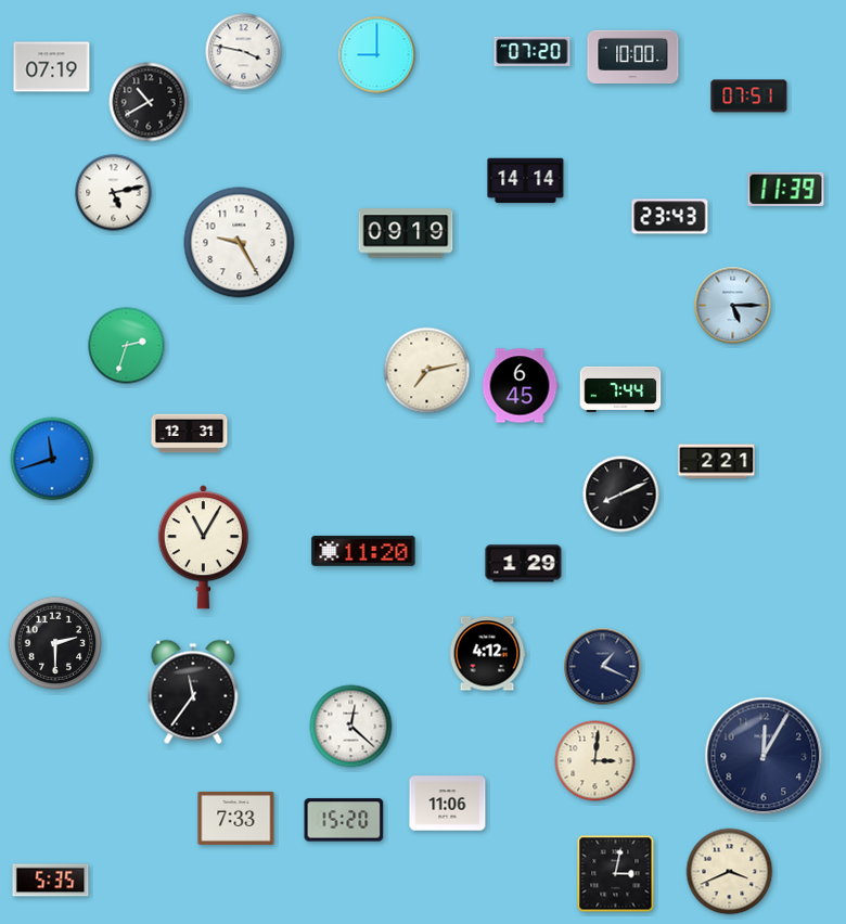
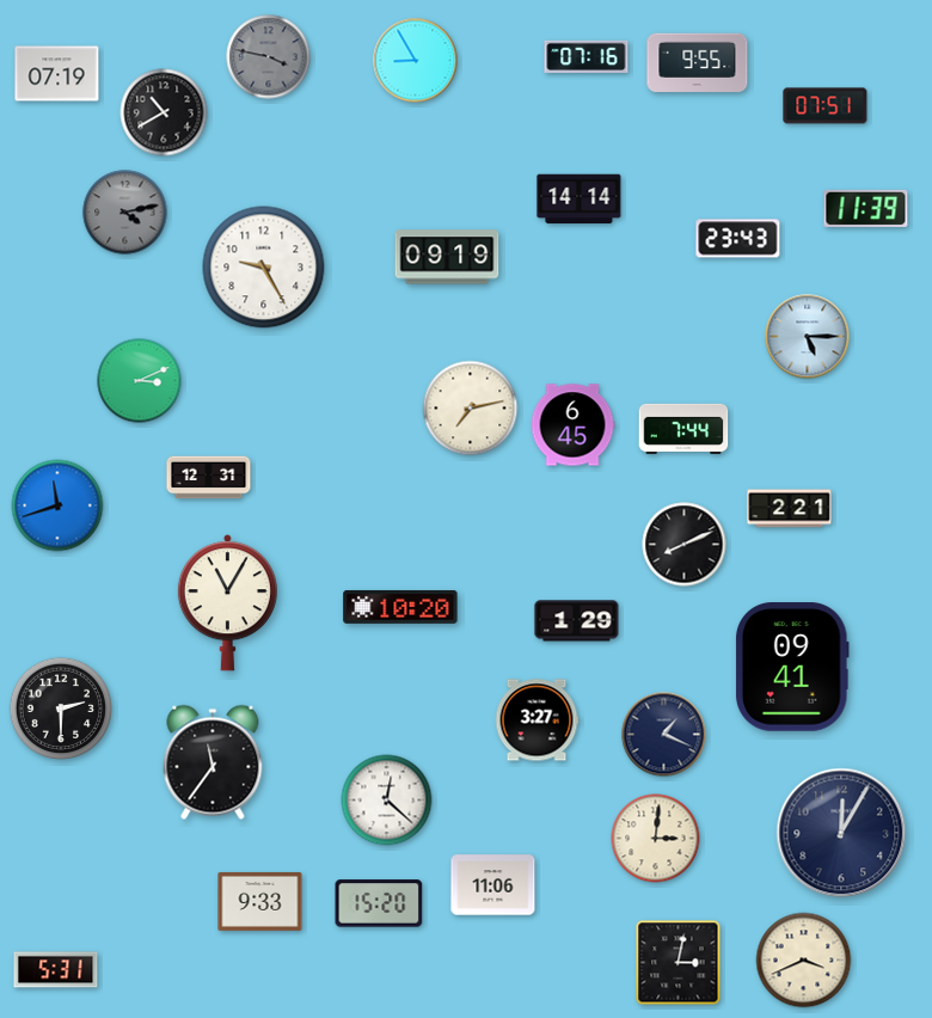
clock at (533, 51): 07:20 -> 07:16
clock at (244, 52) dial: white -> grey
clock at (377, 55): 9:00 -> 8:55
clock at (633, 56): 10:00 -> 9:55
clock at (114, 193): 5:13 -> 4:13
clock at (114, 193) dial: white -> grey
clock at (127, 346): 2:33 -> 3:11
clock at (203, 548) position: (203, 548) -> (227, 603)
clock at (363, 551): 11:20 -> 10:20
clock at (793, 667): none -> 09:41
clock at (487, 654): 4:12 -> 3:27
clock at (236, 818): 7:33 -> 9:33
clock at (51, 881): 5:35 -> 5:31
